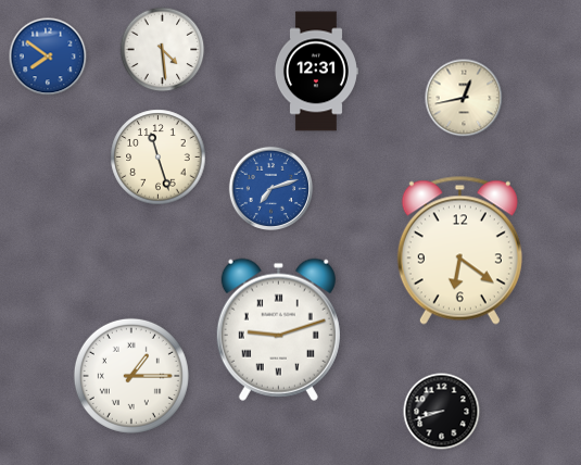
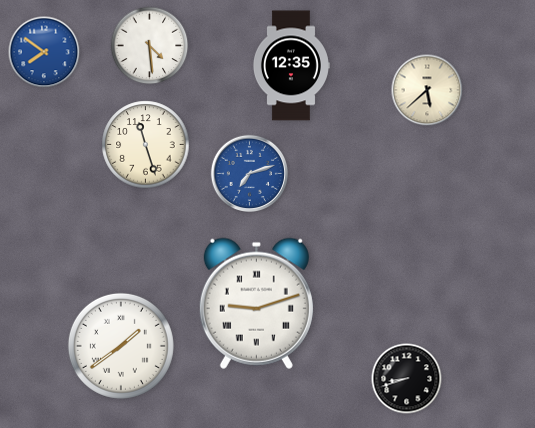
clock at (316, 72): 12:31 -> 12:35
clock at (464, 98): 12:43 -> 5:38
clock at (459, 250): 6:21 -> none
clock at (131, 376): 1:15 -> 1:39
